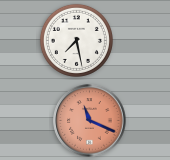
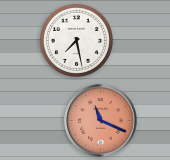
clock at (90, 121) position: (90, 121) -> (101, 121)
